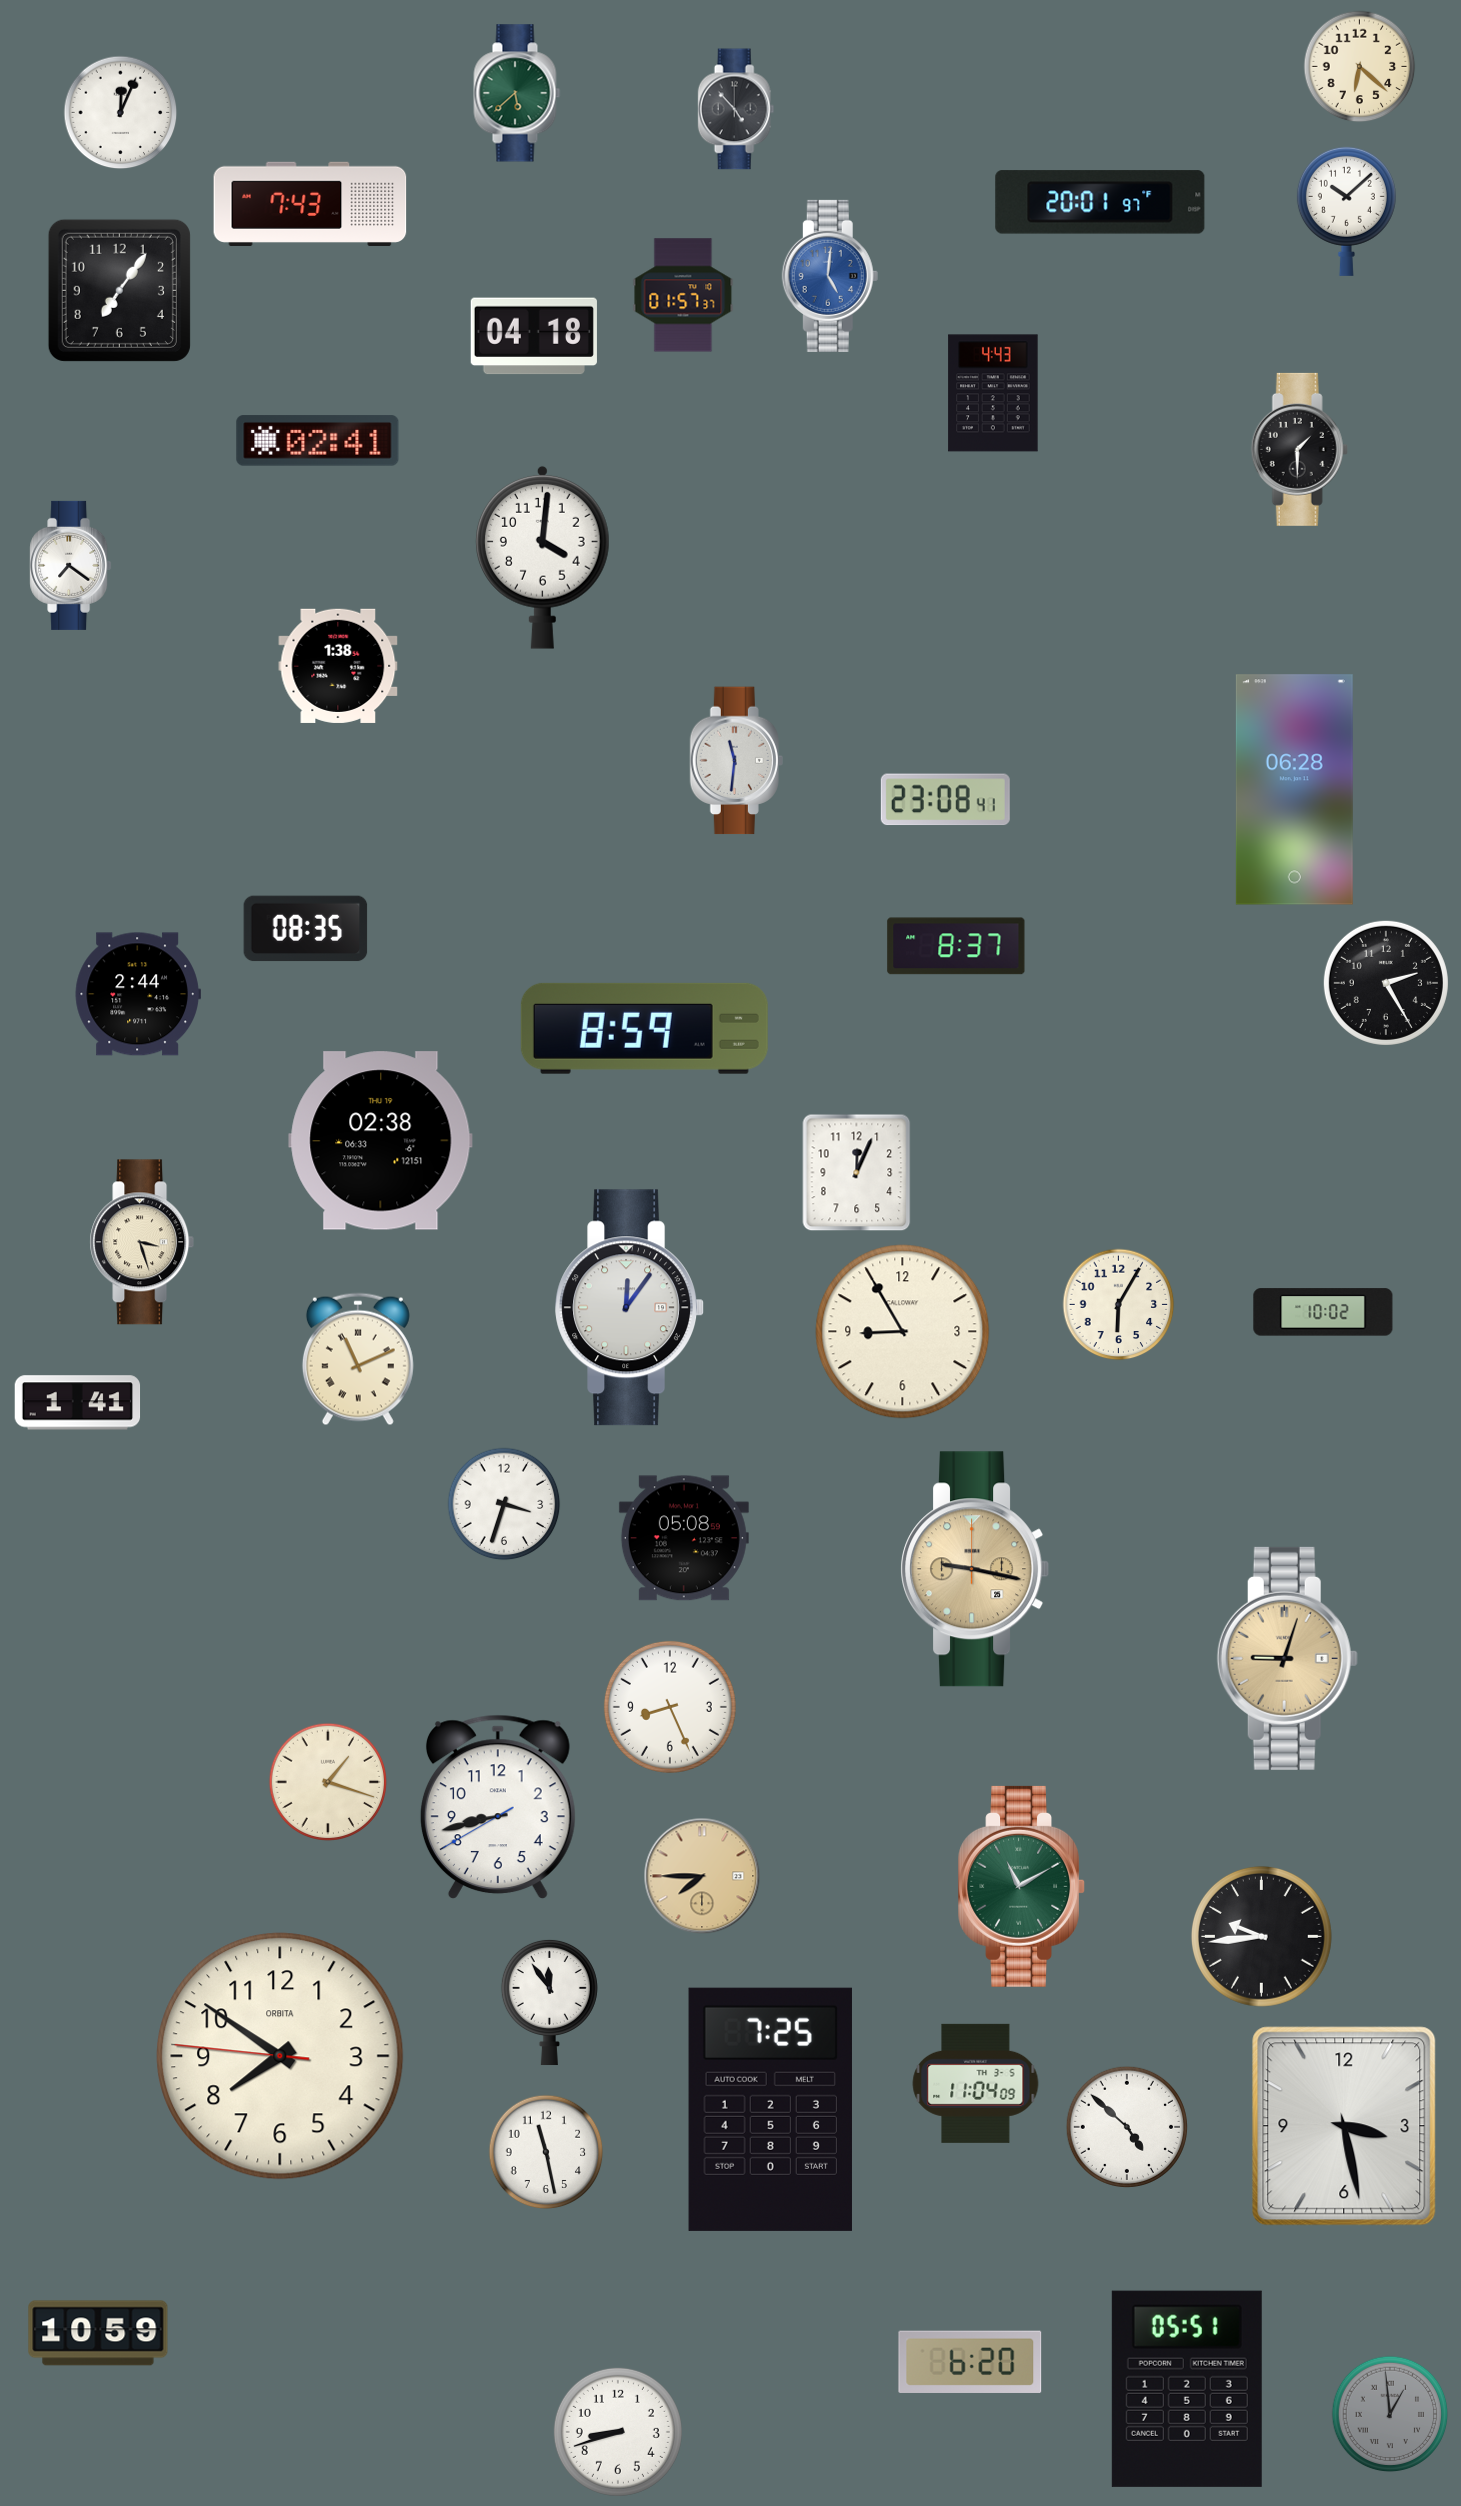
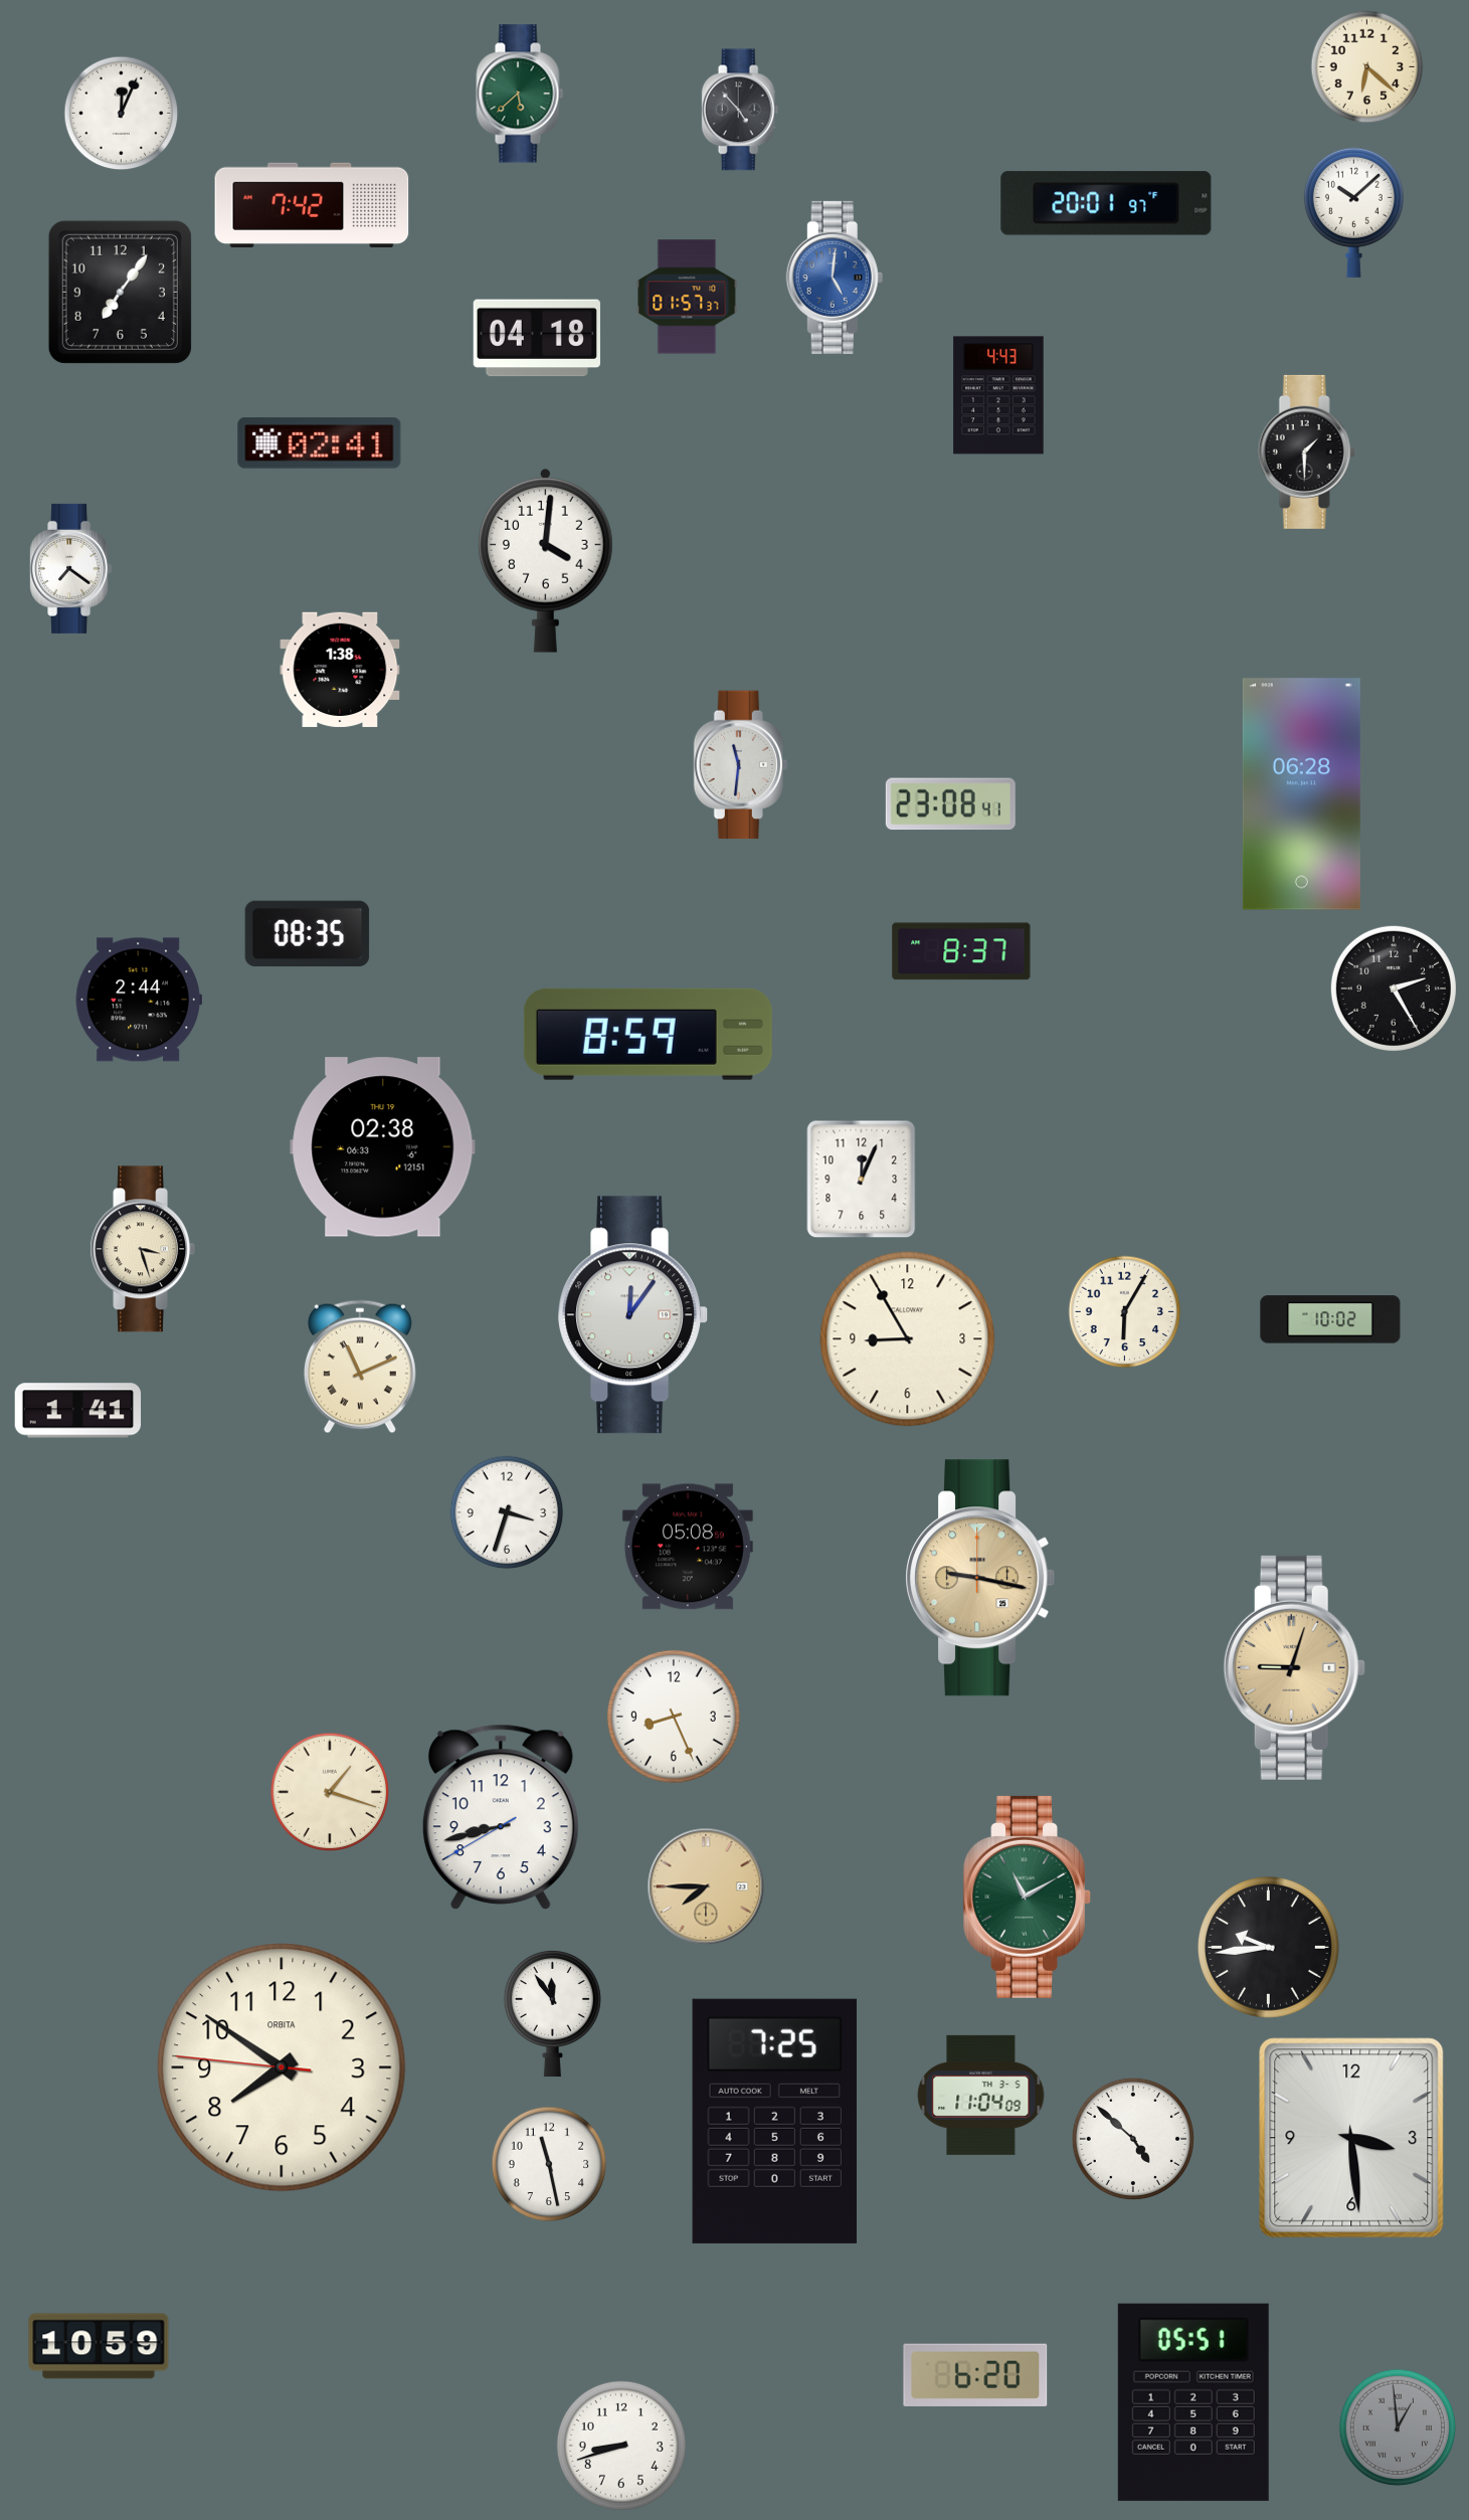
clock at (310, 204): 7:43 -> 7:42
clock at (1344, 2126): 3:28 -> 3:29
